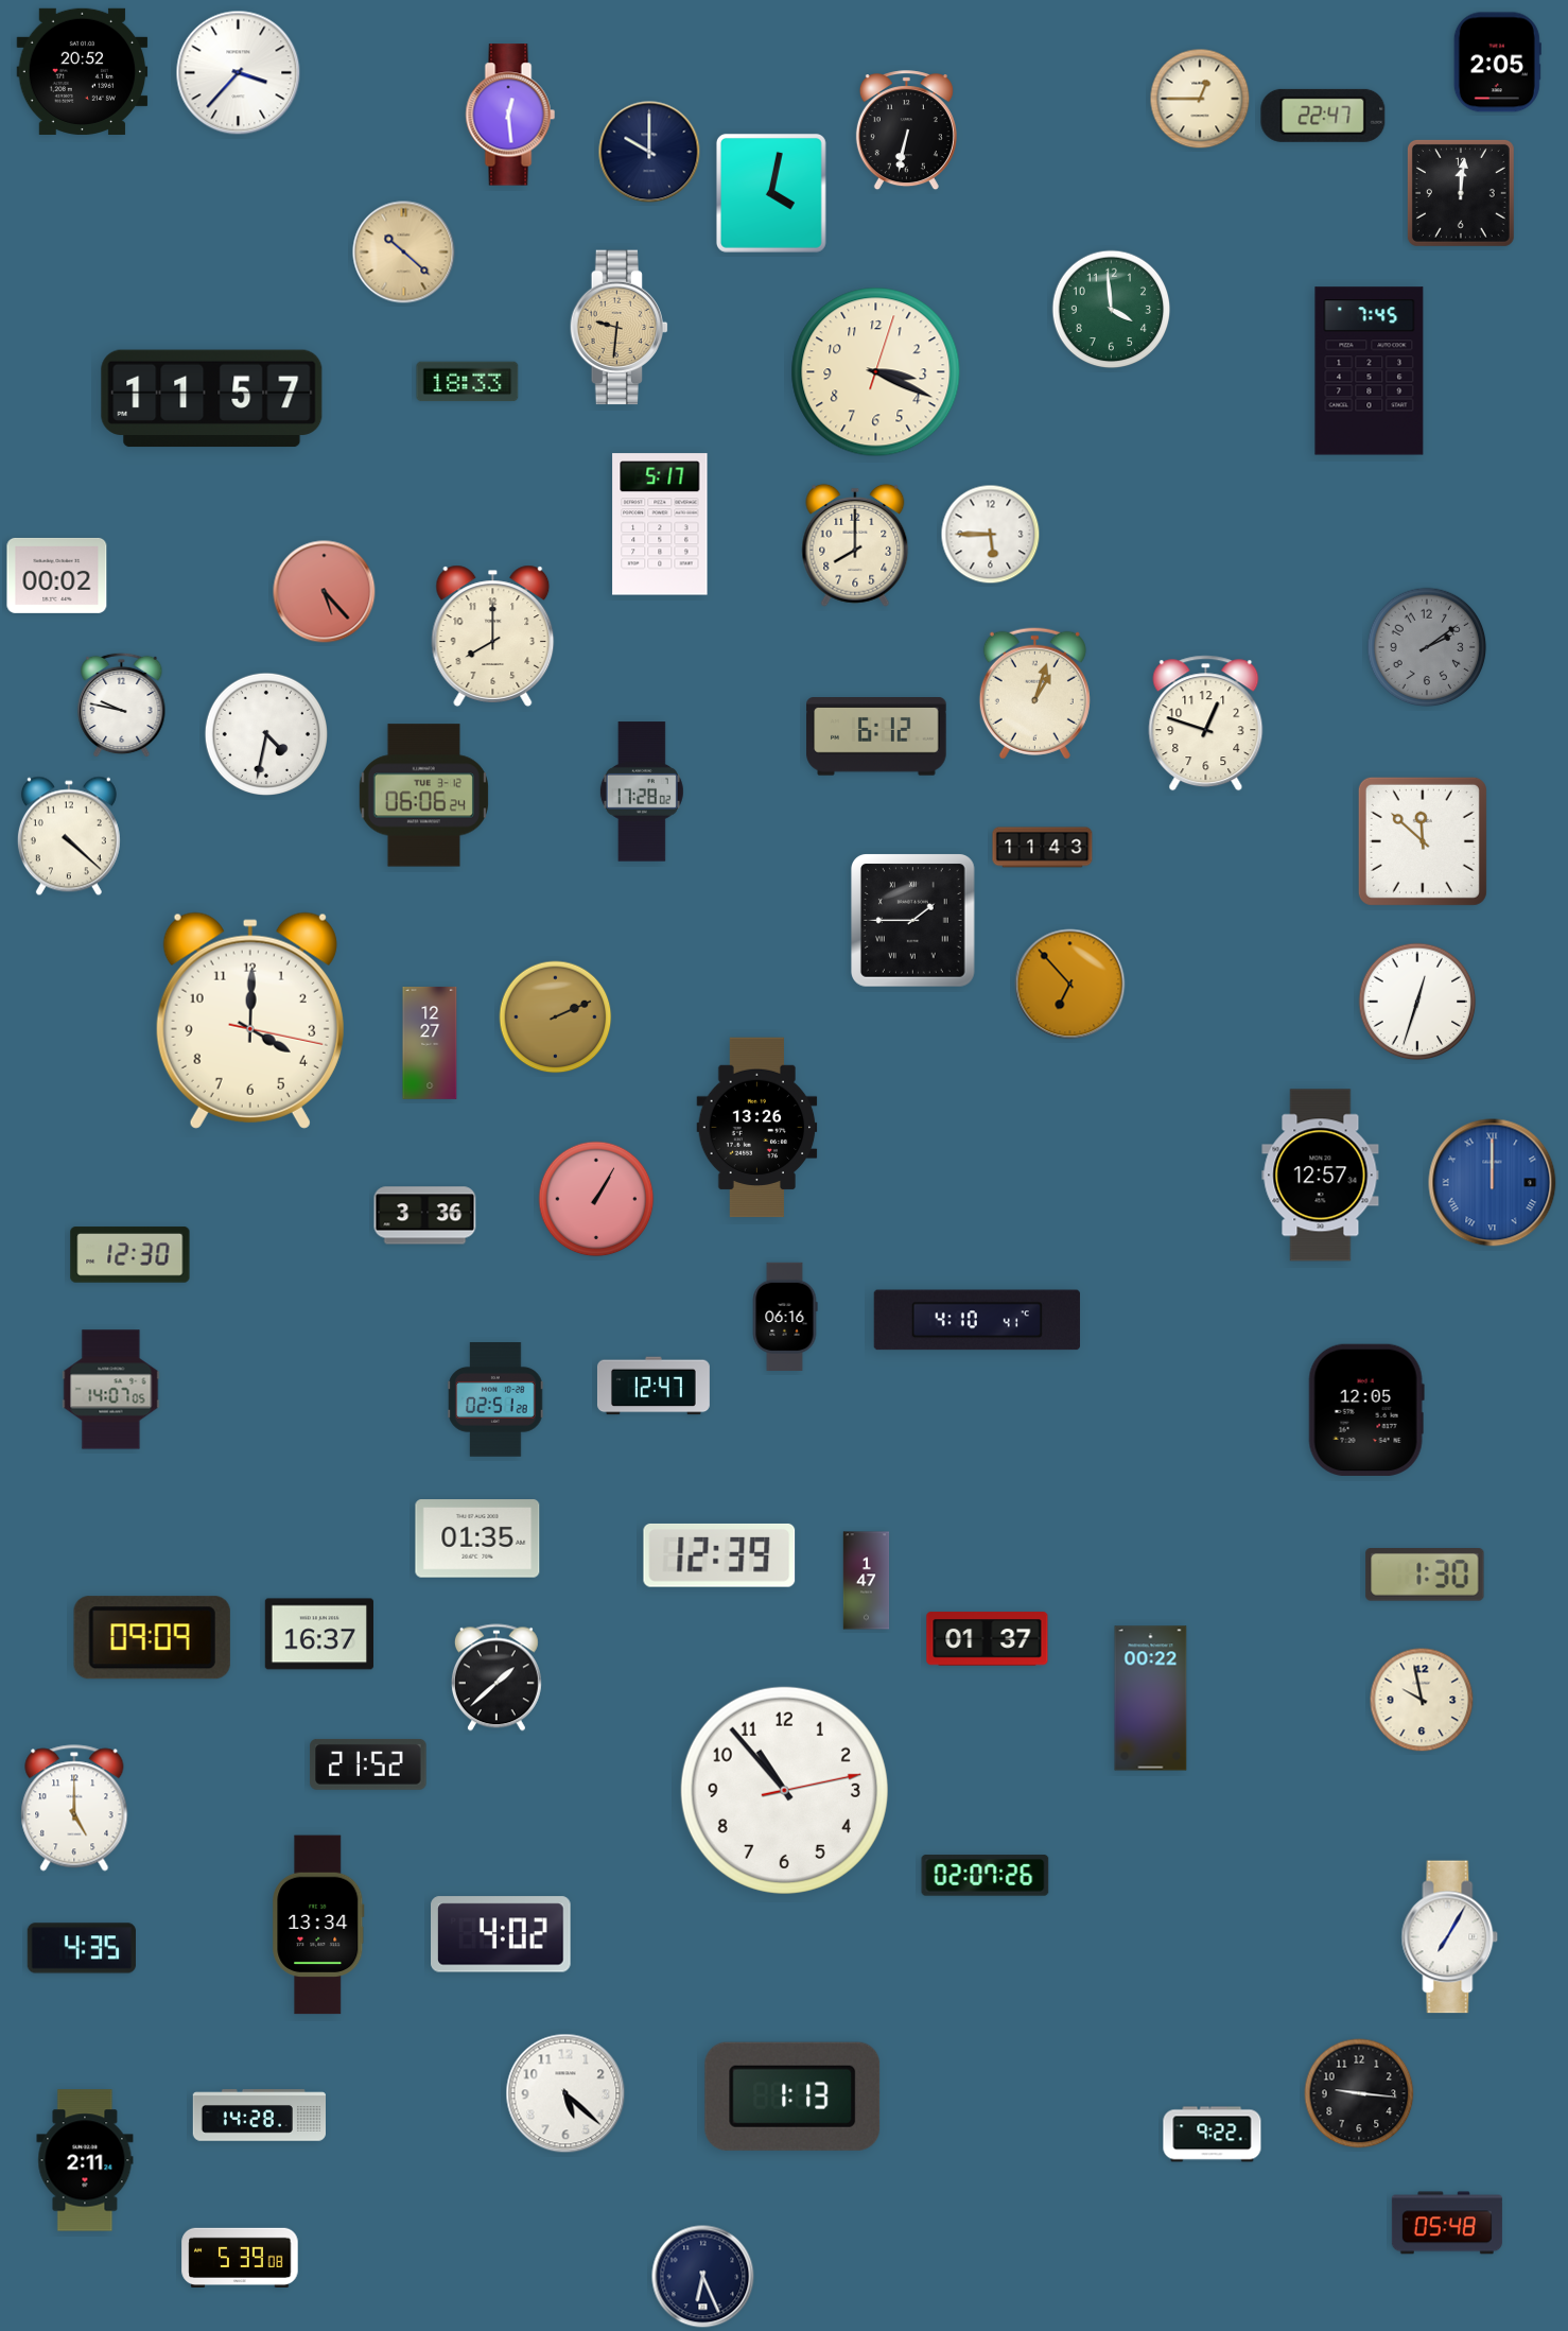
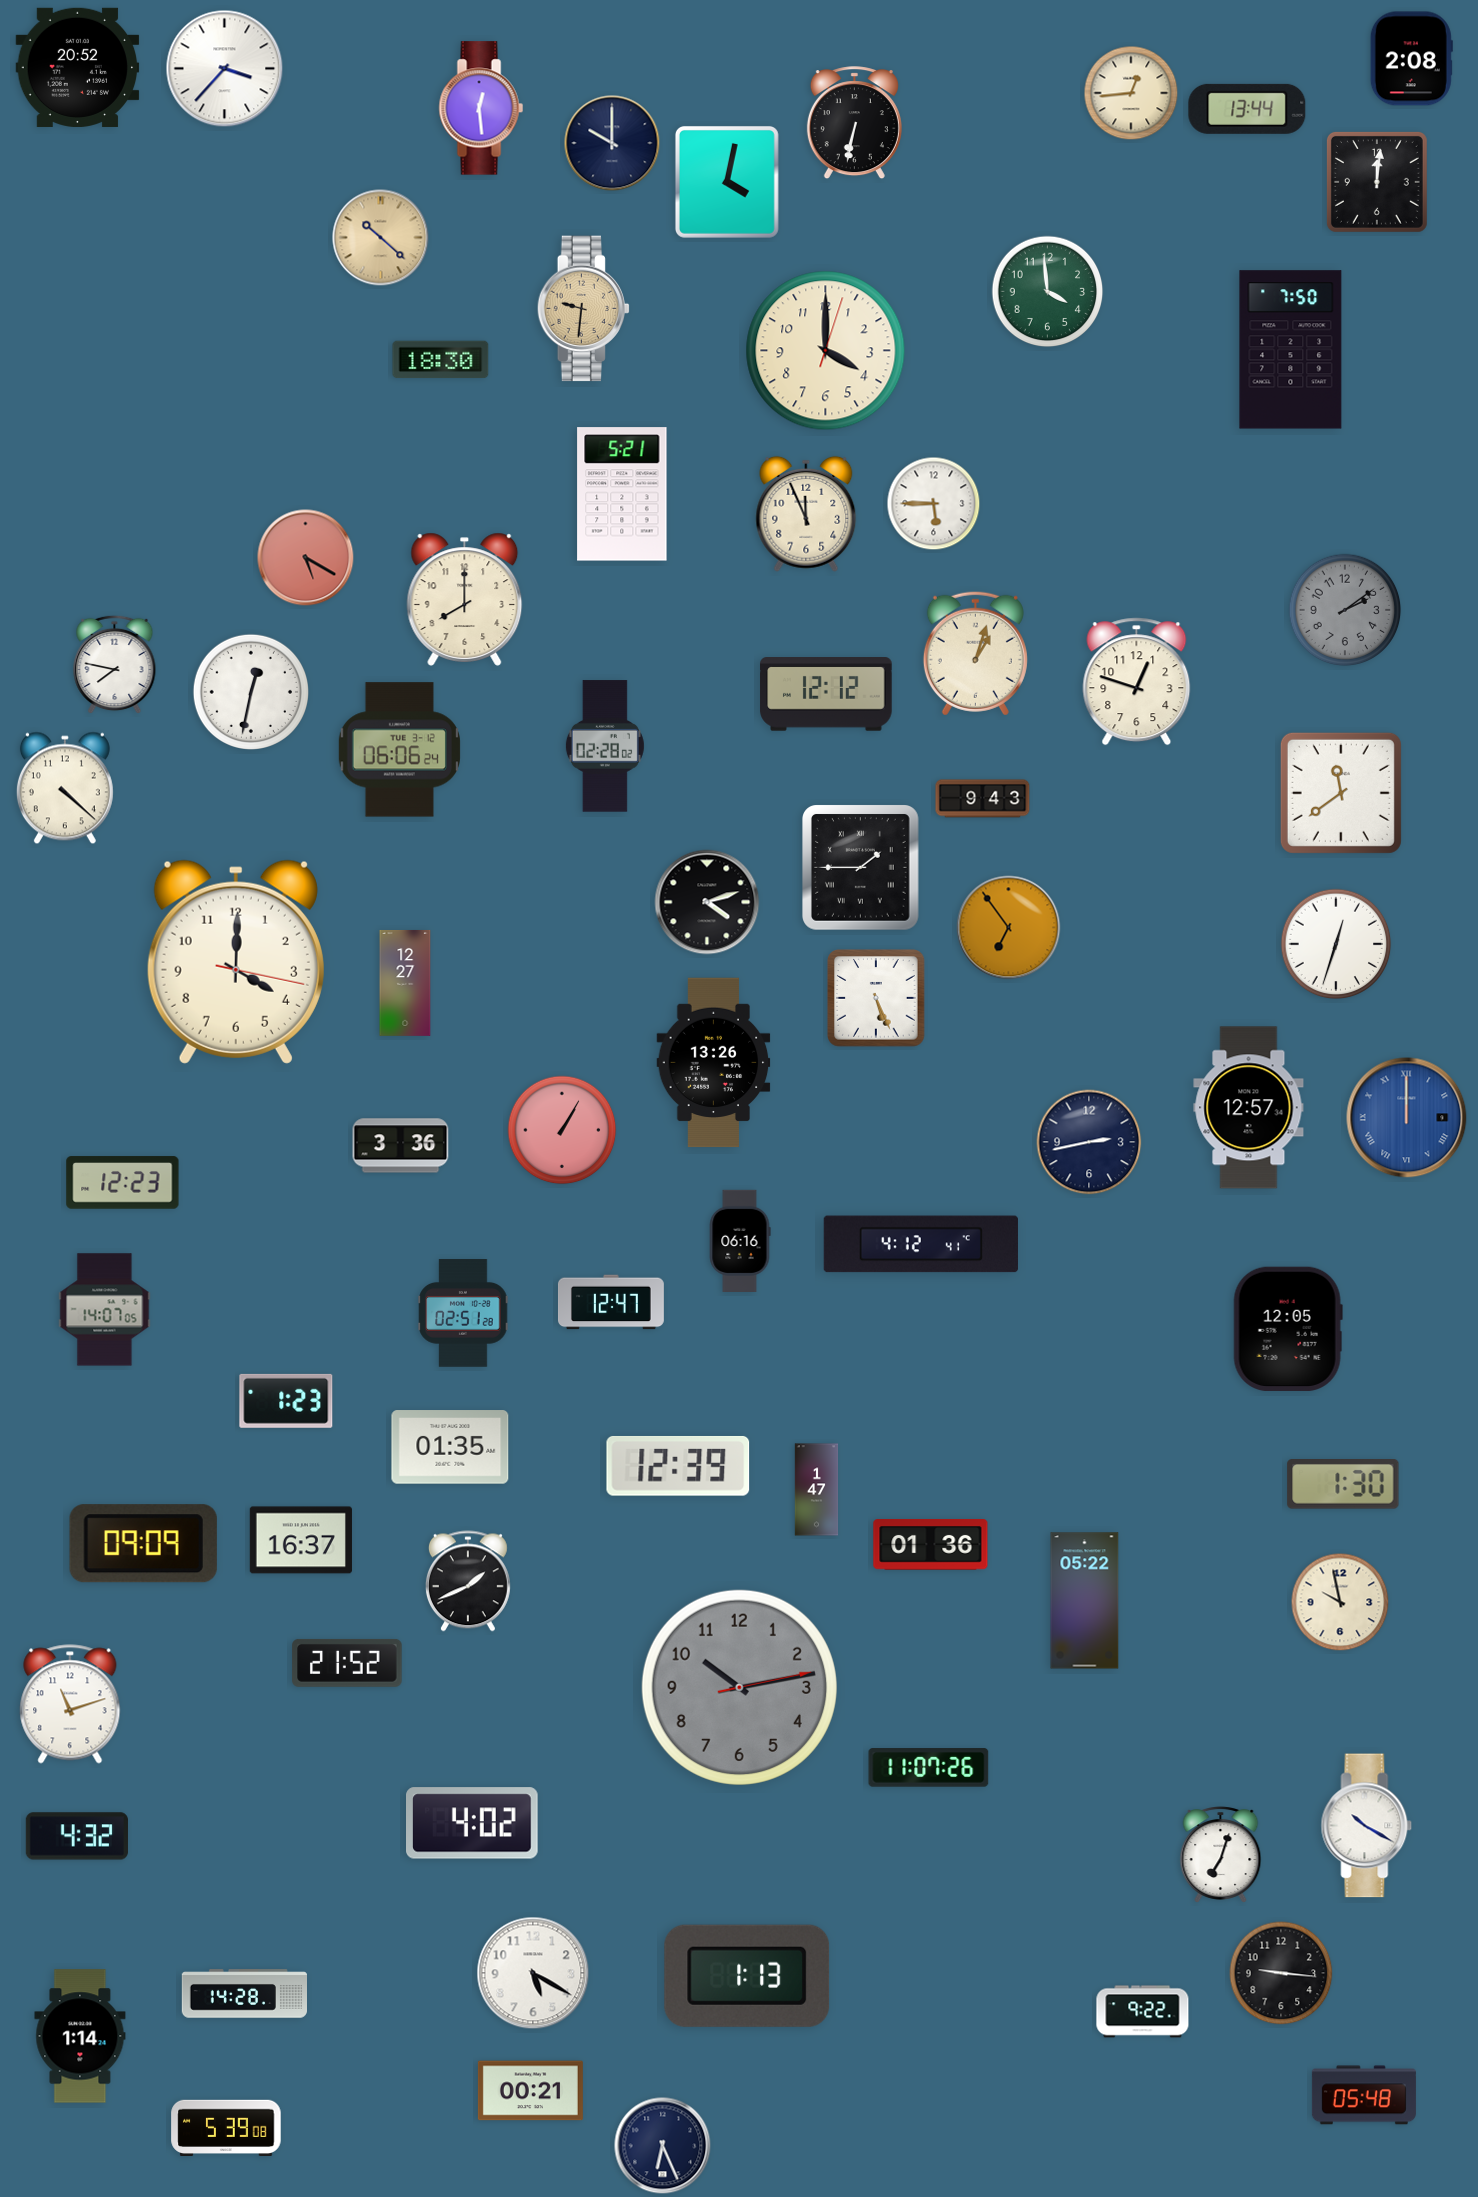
clock at (1497, 63): 2:05 -> 2:08
clock at (1200, 99): 12:45 -> 12:44
clock at (1323, 116): 22:47 -> 13:44
clock at (1370, 371): 7:45 -> 7:50
clock at (876, 372): 3:19 -> 4:00
clock at (468, 382): 18:33 -> 18:30
clock at (212, 399): 11:57 -> none
clock at (660, 524): 5:17 -> 5:21
clock at (855, 545): 8:00 -> 11:56
clock at (57, 575): 00:02 -> none
clock at (325, 592): 5:23 -> 5:20
clock at (122, 706): 9:47 -> 7:47
clock at (265, 733): 4:32 -> 12:32
clock at (876, 736): 6:12 -> 12:12
clock at (642, 792): 17:28 -> 02:28
clock at (1423, 841): 11:52 -> 11:39
clock at (1043, 848): 11:43 -> 9:43
clock at (707, 902): none -> 4:12
clock at (1070, 985): 6:53 -> 6:54
clock at (556, 1017): 2:11 -> none
clock at (876, 998): none -> 5:26
clock at (1321, 1176) position: (1321, 1176) -> (1249, 1108)
clock at (1493, 1183) position: (1493, 1183) -> (1407, 1118)
clock at (1089, 1142): none -> 2:43
clock at (130, 1255): 12:30 -> 12:23
clock at (977, 1320): 4:10 -> 4:12
clock at (654, 1386) position: (654, 1386) -> (611, 1302)
clock at (495, 1399) position: (495, 1399) -> (463, 1313)
clock at (286, 1401): none -> 1:23
clock at (477, 1538) position: (477, 1538) -> (450, 1447)
clock at (988, 1639): 01:37 -> 01:36
clock at (496, 1677): 1:38 -> 1:41
clock at (1151, 1699): 00:22 -> 05:22
clock at (784, 1790): 10:53 -> 10:13
clock at (784, 1790) dial: white -> grey
clock at (74, 1808): 5:00 -> 11:12
clock at (986, 1876): 02:07 -> 11:07
clock at (318, 1925): 13:34 -> none
clock at (1450, 1937): 7:05 -> 10:20
clock at (82, 1948): 4:35 -> 4:32
clock at (1221, 1855): none -> 7:03
clock at (565, 2093): 5:22 -> 5:20
clock at (85, 2160): 2:11 -> 1:14
clock at (530, 2091): none -> 00:21
